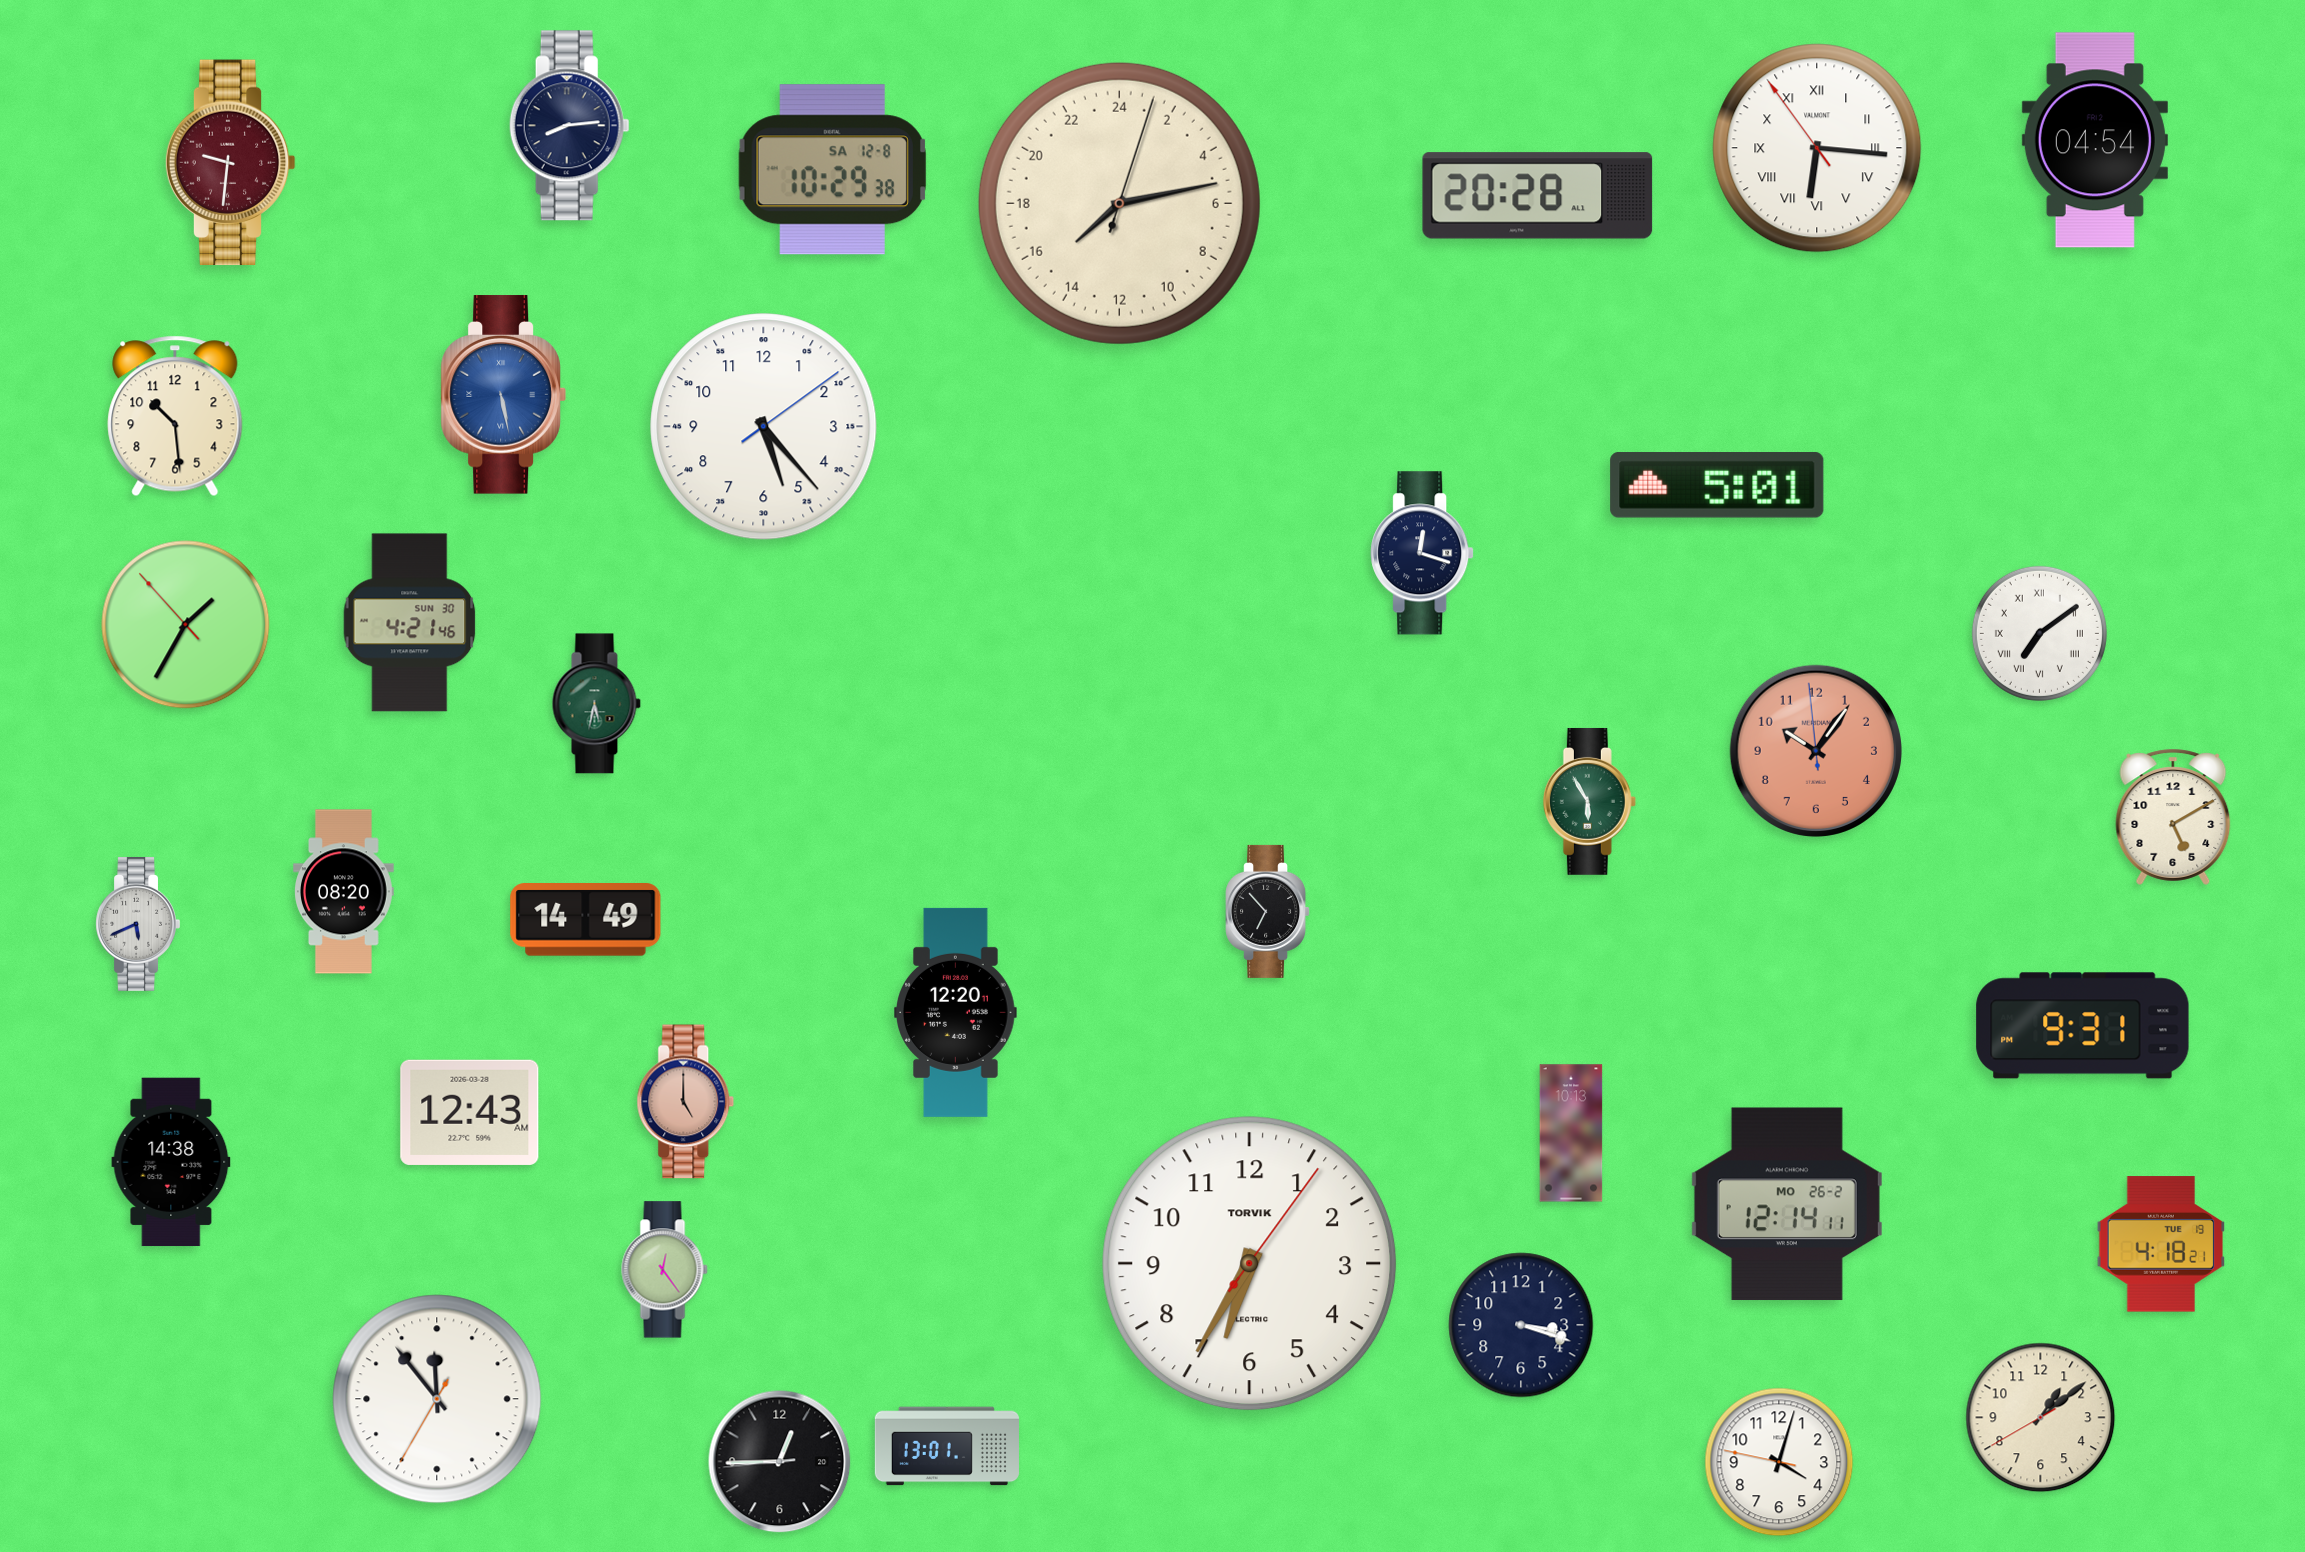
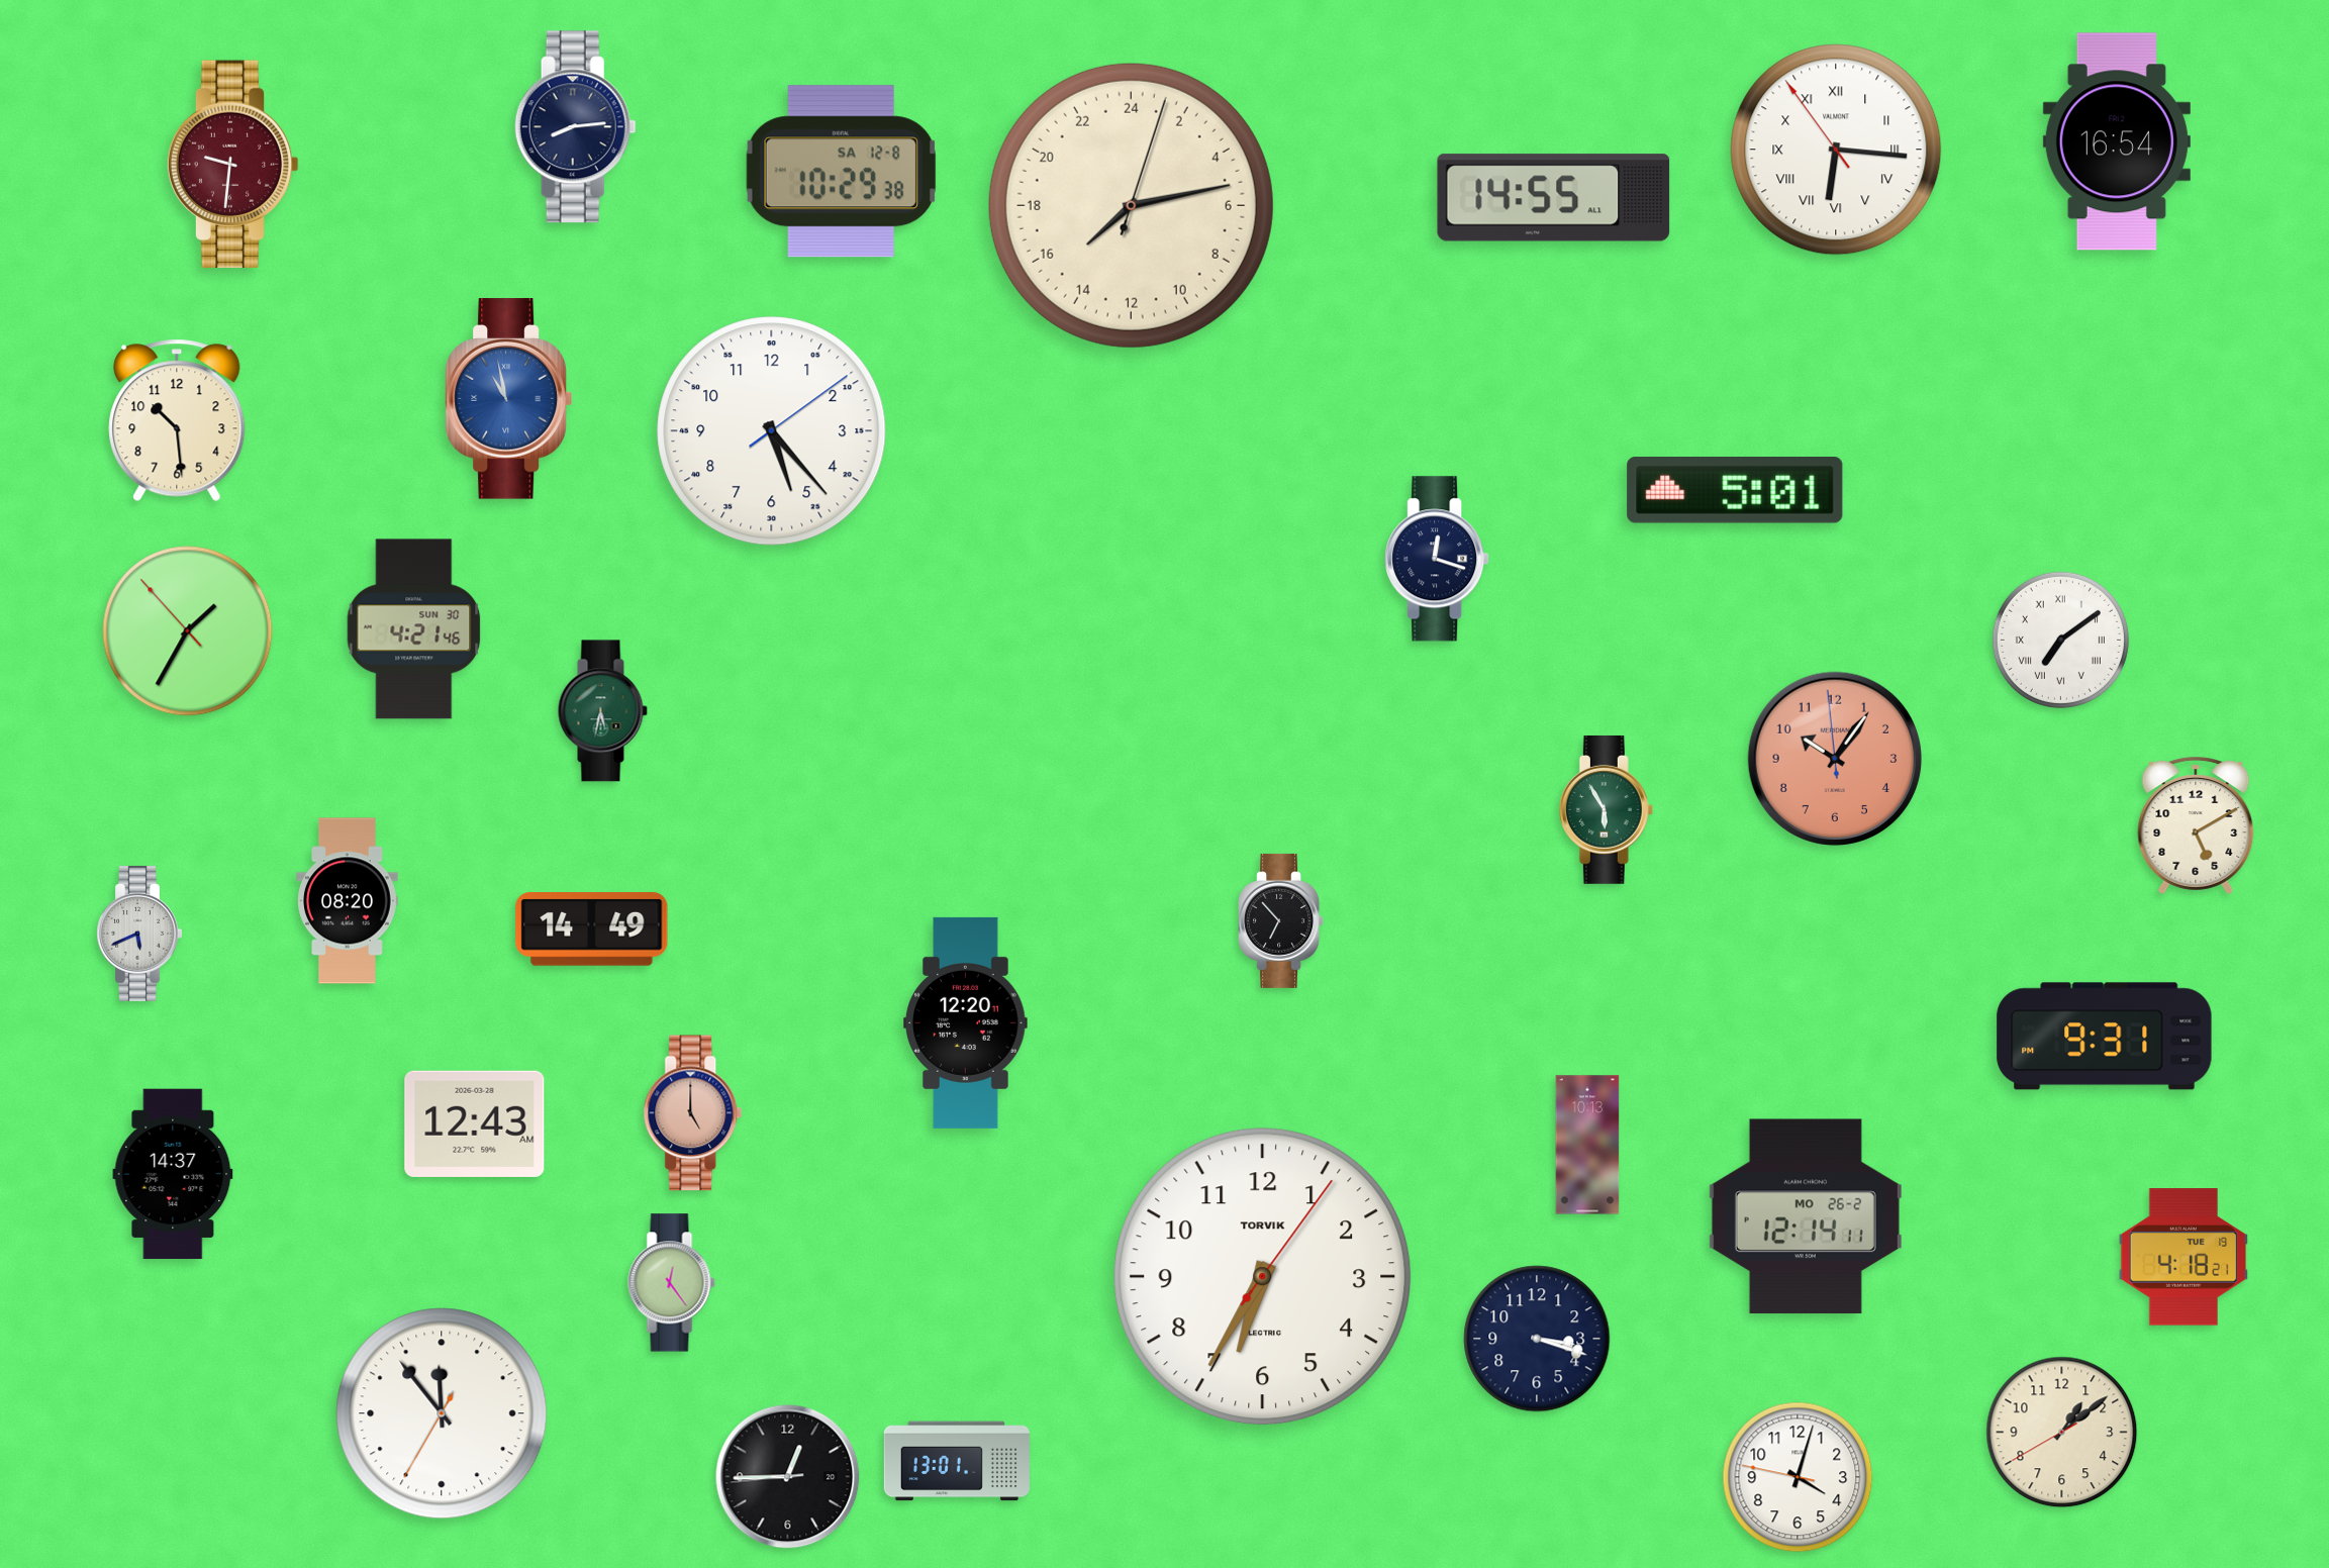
clock at (2095, 140): 04:54 -> 16:54
clock at (1538, 196): 20:28 -> 14:55
clock at (503, 395): 5:28 -> 10:58
clock at (171, 1162): 14:38 -> 14:37
